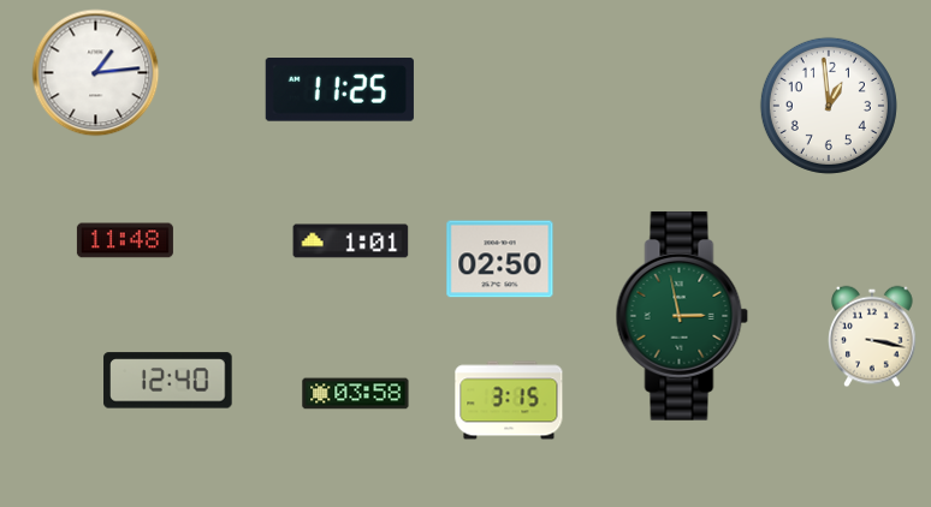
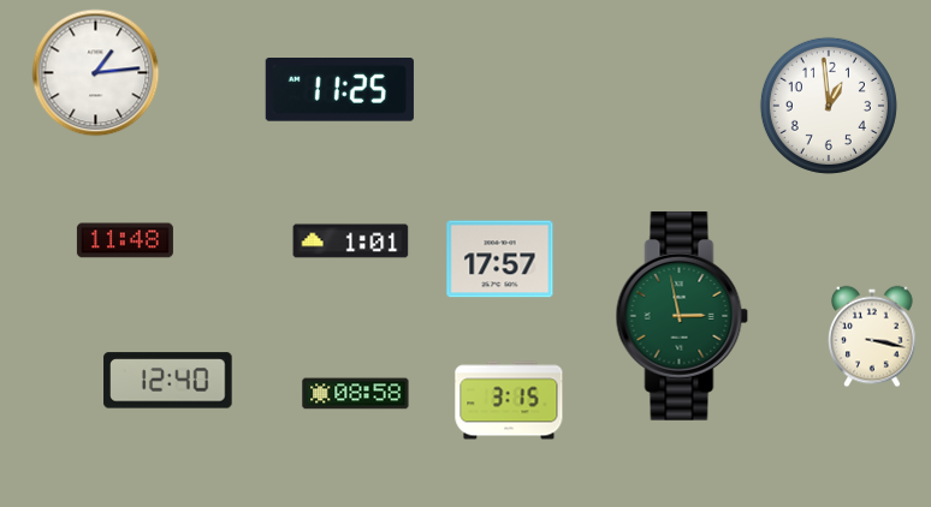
clock at (500, 260): 02:50 -> 17:57
clock at (356, 394): 03:58 -> 08:58
